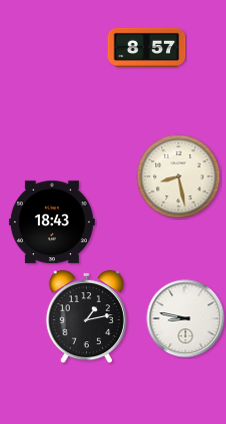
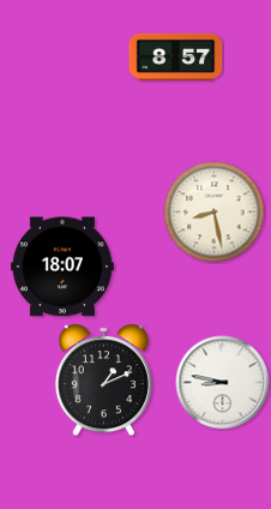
clock at (52, 222): 18:43 -> 18:07
clock at (86, 317): 1:13 -> 1:11
